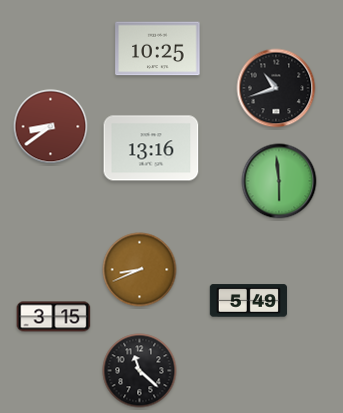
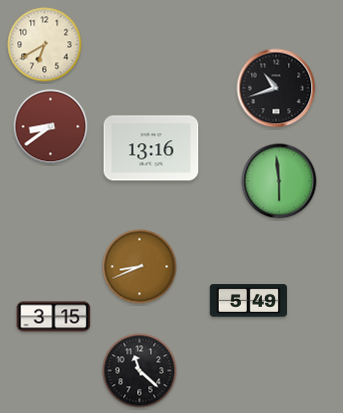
clock at (45, 45): none -> 6:40
clock at (158, 49): 10:25 -> none
clock at (140, 270) position: (140, 270) -> (140, 267)
